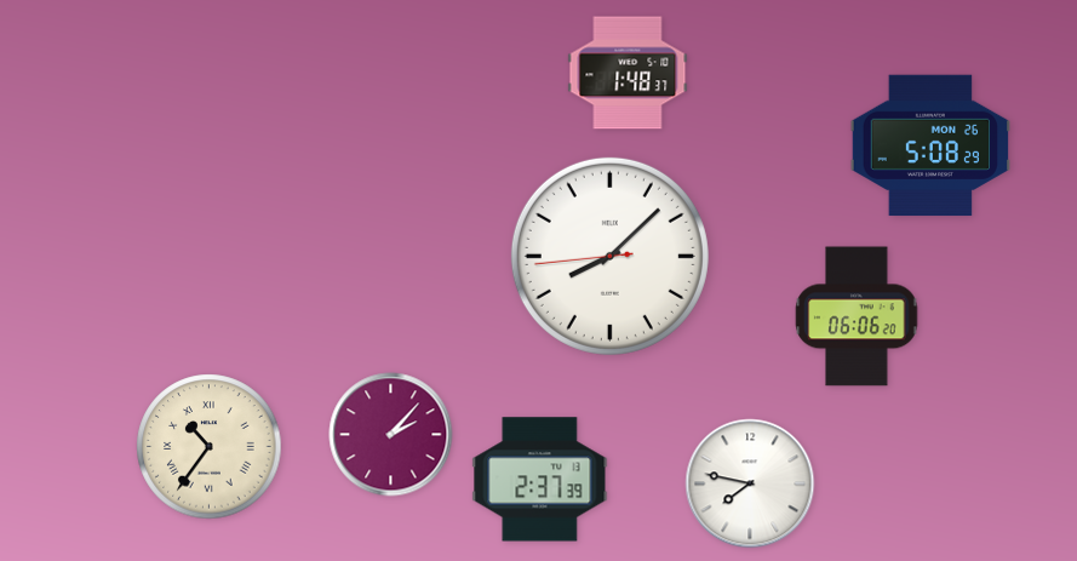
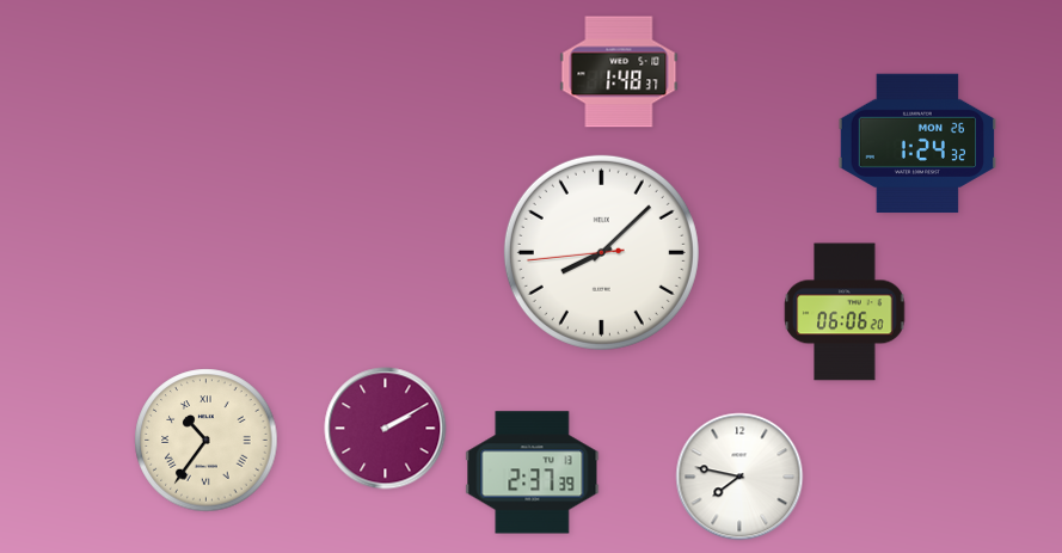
clock at (929, 145): 5:08 -> 1:24
clock at (391, 435): 2:07 -> 2:10
